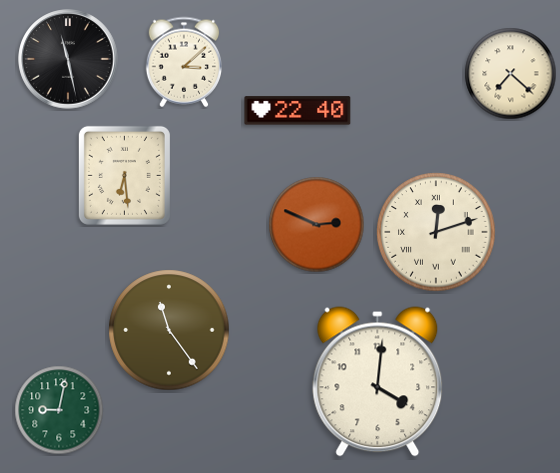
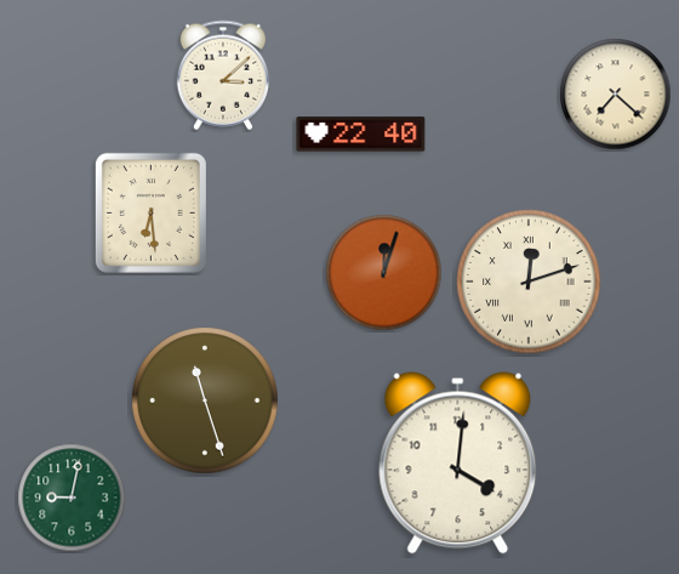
clock at (68, 59): 11:28 -> none
clock at (511, 74) position: (511, 74) -> (616, 95)
clock at (317, 225): 2:49 -> 12:03
clock at (169, 330): 11:24 -> 11:27
